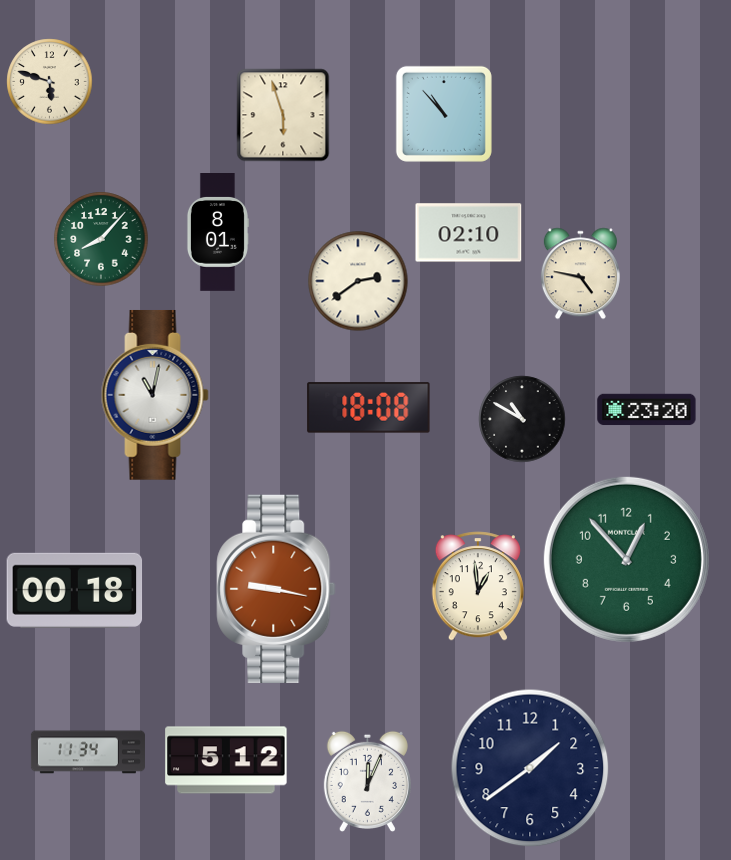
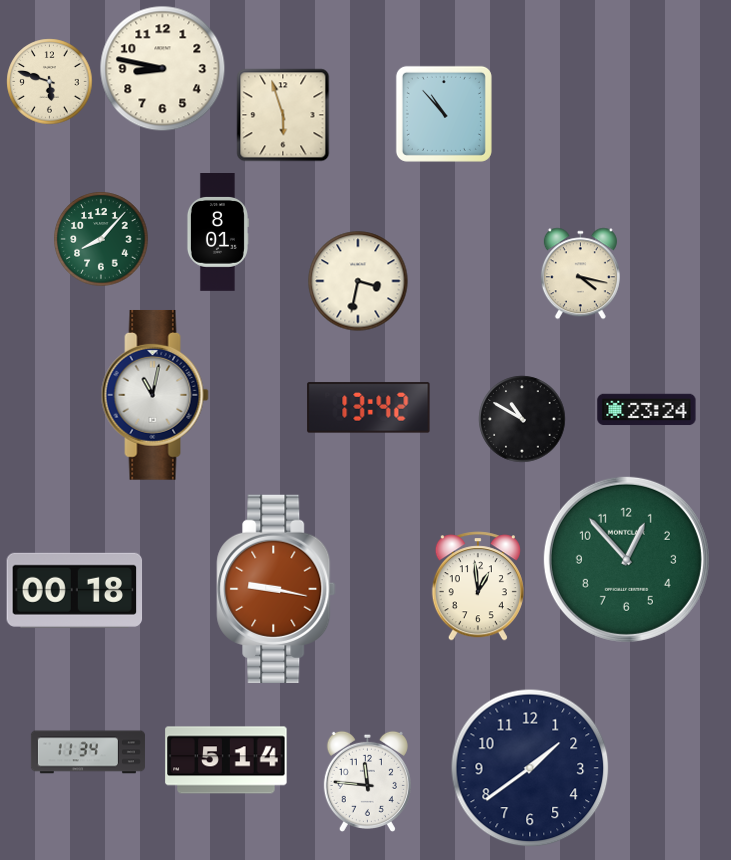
clock at (163, 69): none -> 8:47
clock at (469, 233): 02:10 -> none
clock at (580, 274): 4:47 -> 4:17
clock at (358, 281): 2:39 -> 3:32
clock at (369, 408): 18:08 -> 13:42
clock at (647, 410): 23:20 -> 23:24
clock at (226, 760): 5:12 -> 5:14
clock at (367, 781): 12:04 -> 11:46
